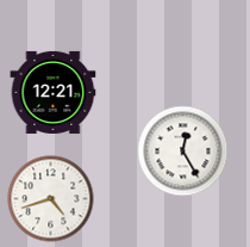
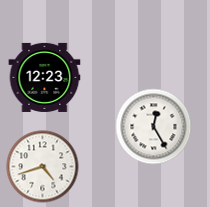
clock at (54, 92): 12:21 -> 12:23
